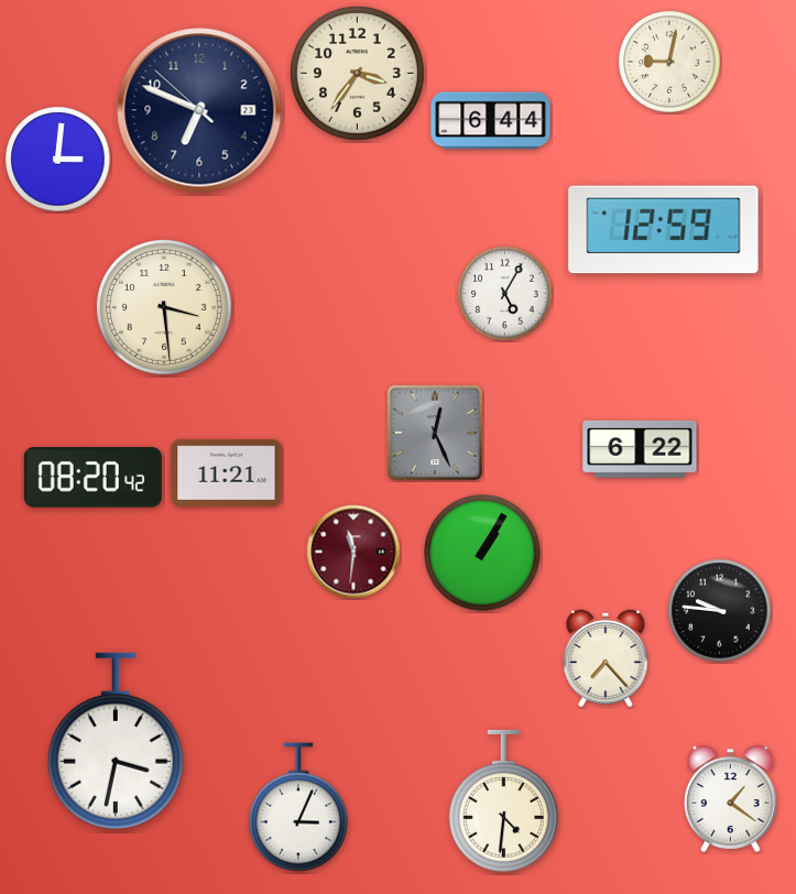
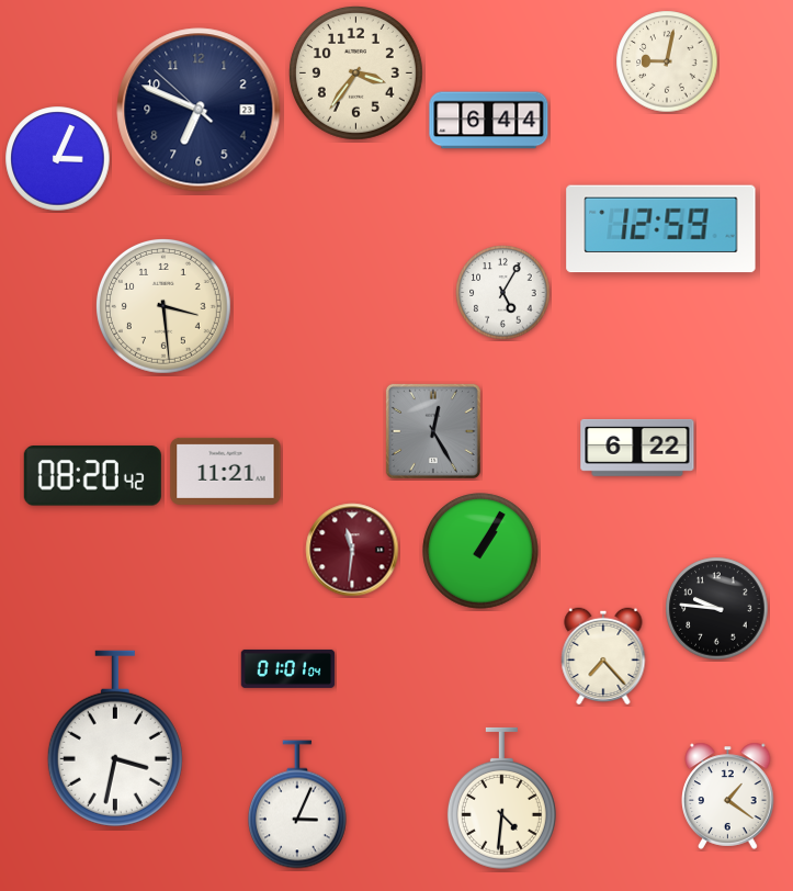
clock at (58, 160): 3:01 -> 3:04
clock at (435, 433): 12:26 -> 12:25
clock at (288, 668): none -> 01:01
